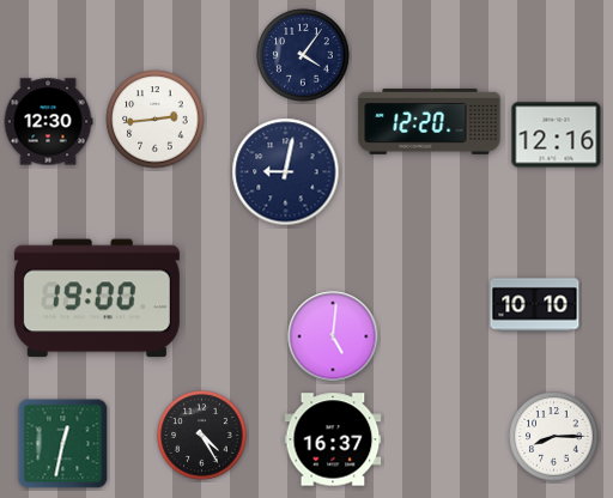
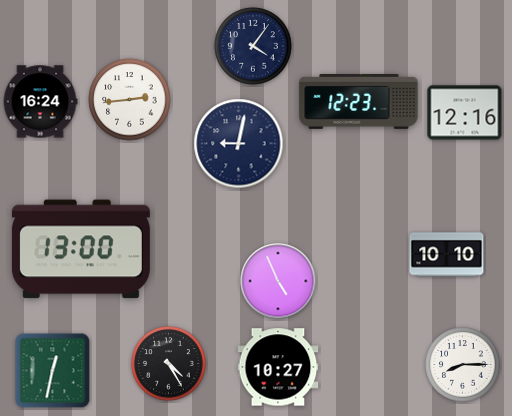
clock at (430, 121): 12:20 -> 12:23
clock at (48, 122): 12:30 -> 16:24
clock at (97, 298): 19:00 -> 13:00
clock at (333, 336): 5:01 -> 4:56
clock at (333, 439): 16:37 -> 10:27
